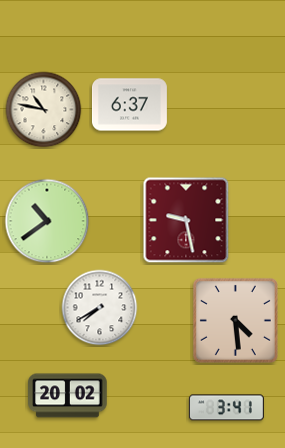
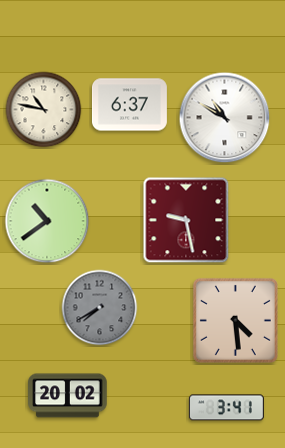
clock at (225, 118): none -> 10:50
clock at (100, 308) dial: white -> grey
